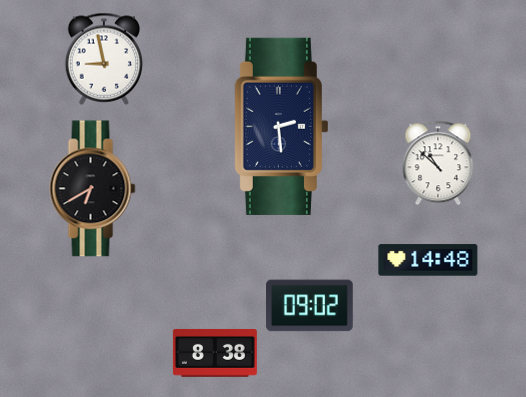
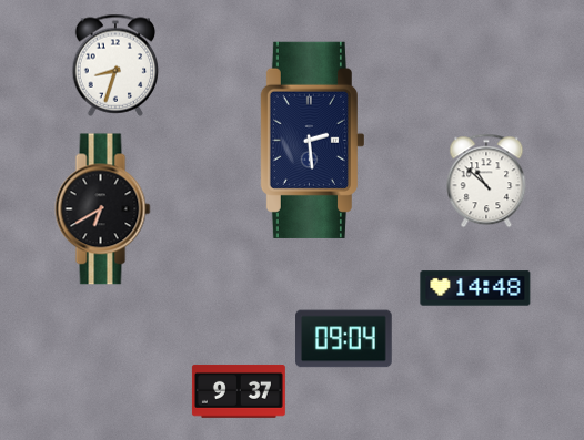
clock at (104, 59): 8:58 -> 8:33
clock at (310, 306): 09:02 -> 09:04
clock at (215, 353): 8:38 -> 9:37
